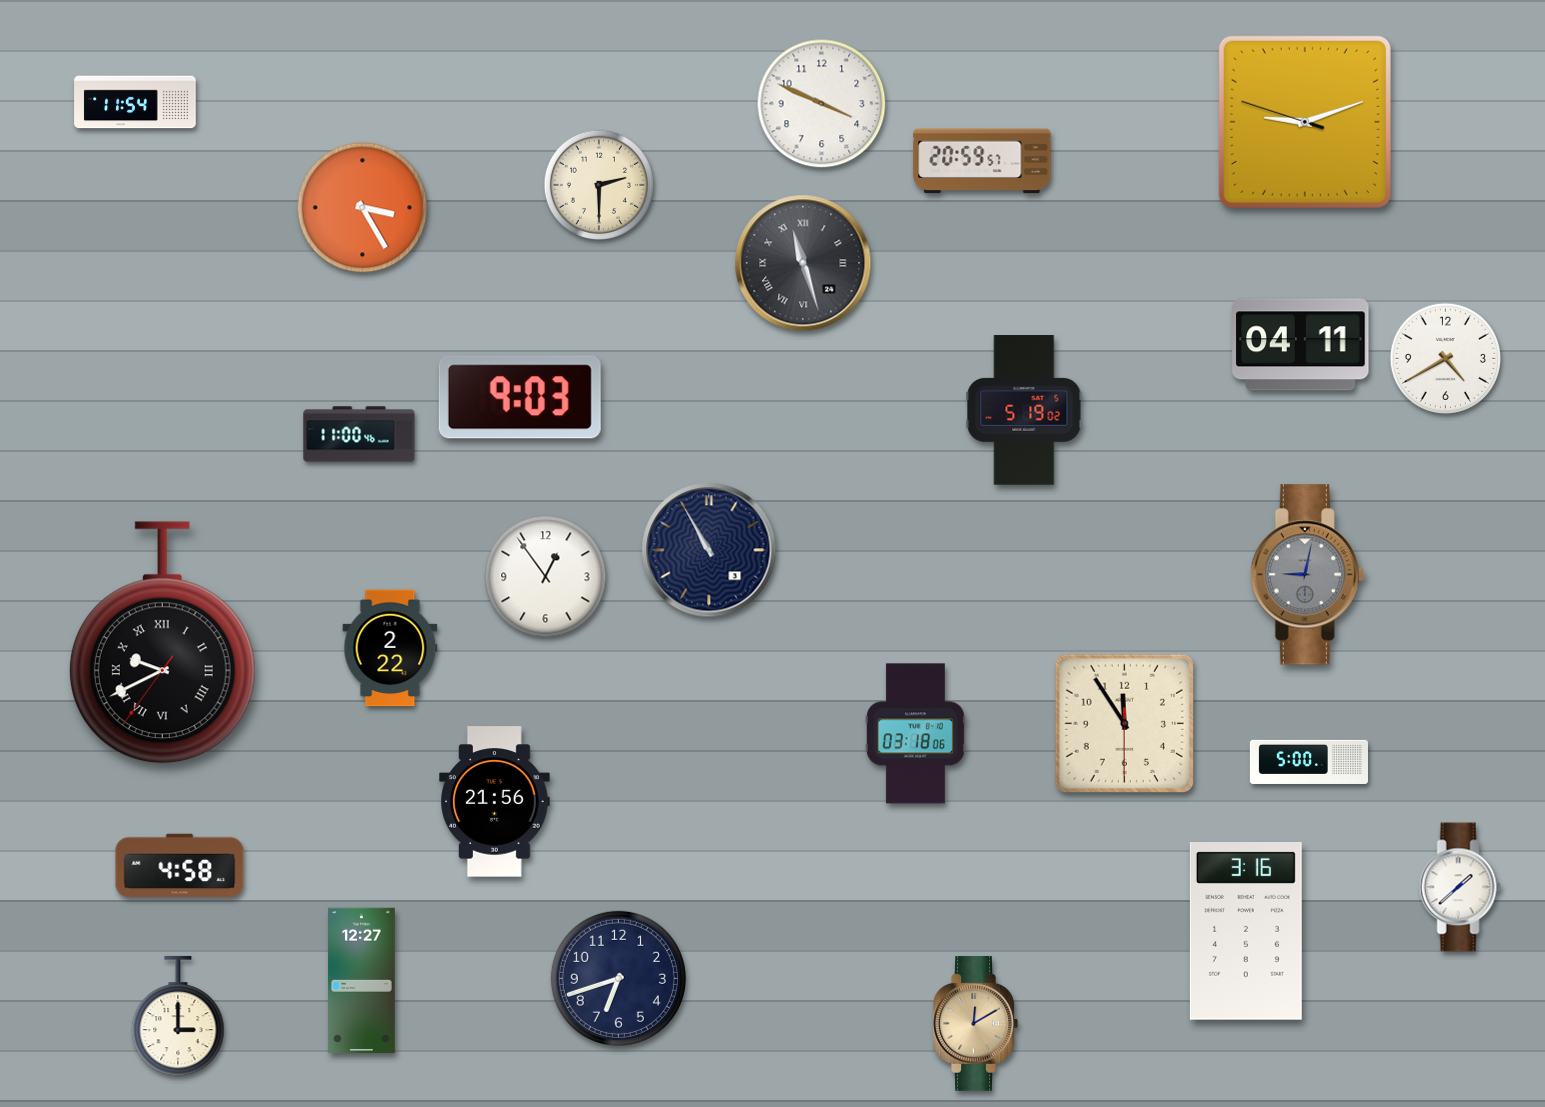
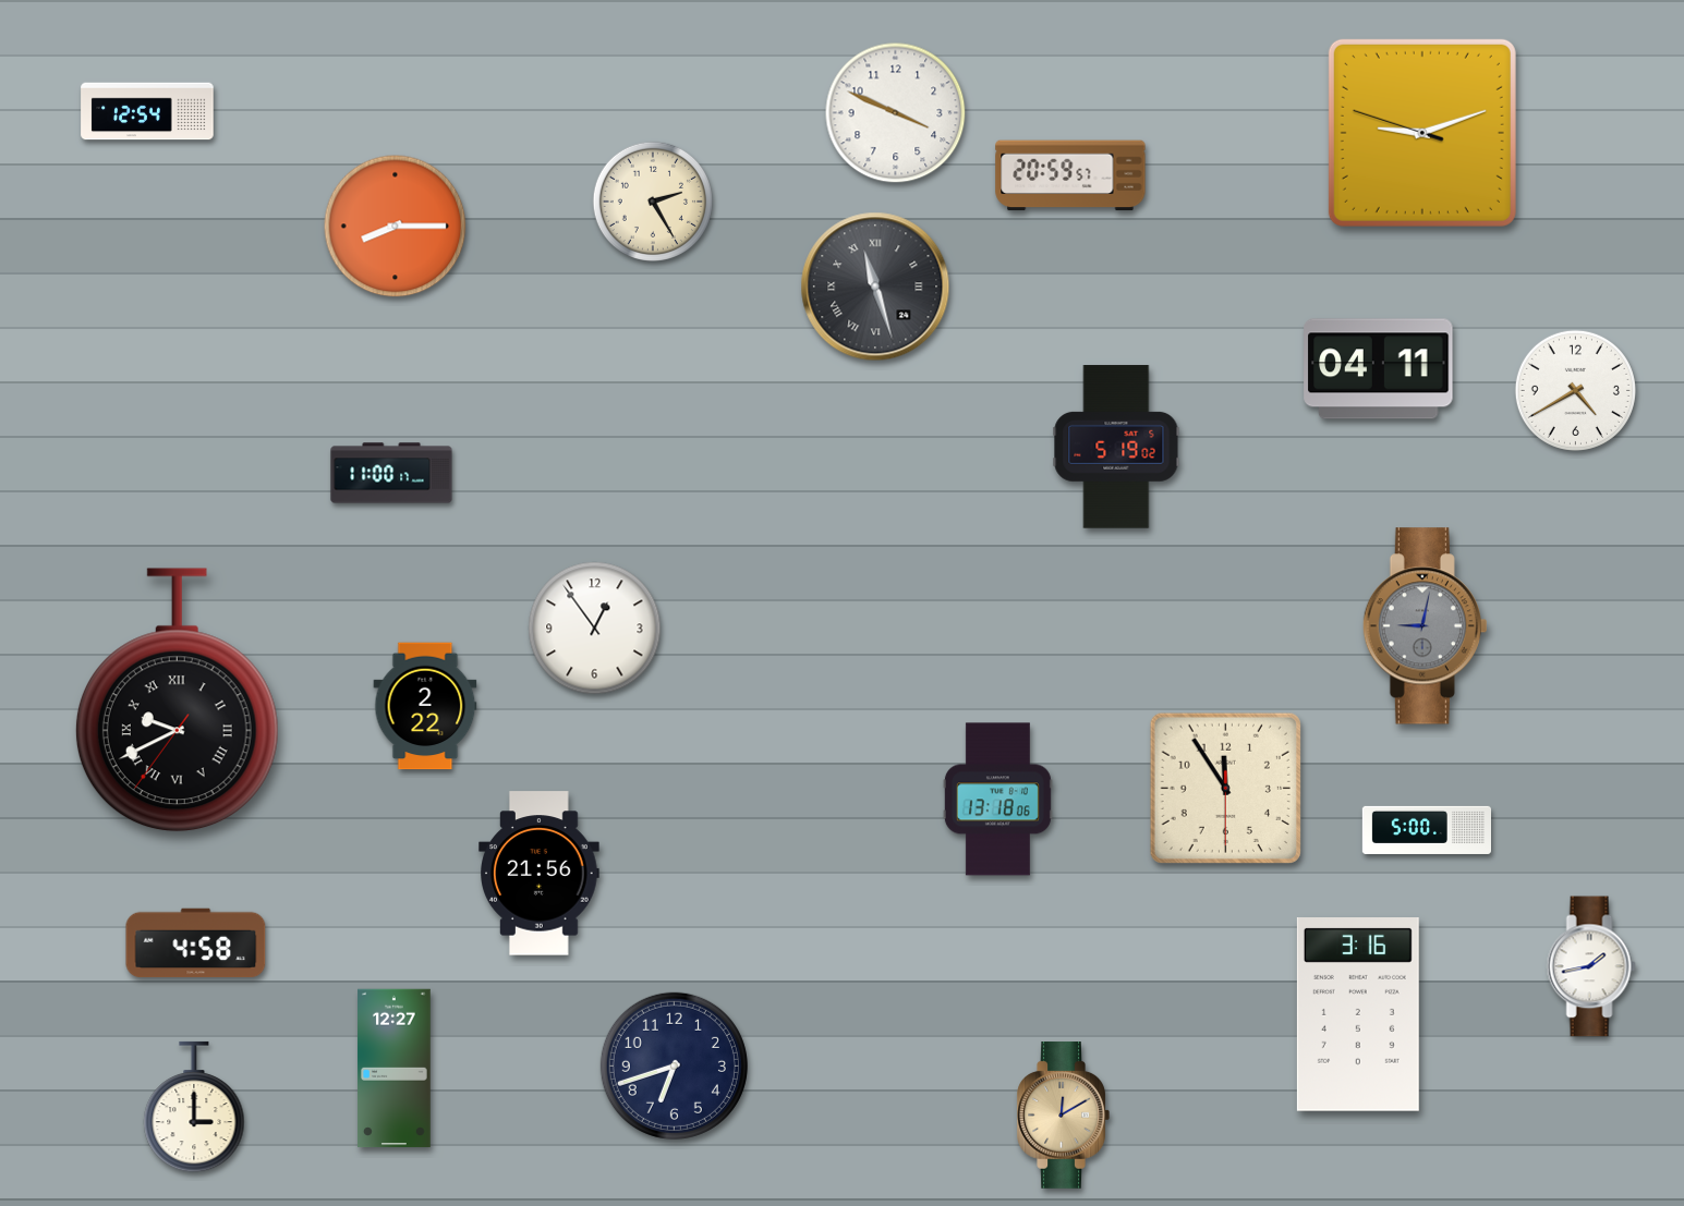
clock at (135, 102): 11:54 -> 12:54
clock at (599, 185): 2:30 -> 2:25
clock at (363, 208): 3:25 -> 8:15
clock at (1301, 345) position: (1301, 345) -> (1379, 369)
clock at (520, 397): 9:03 -> none
clock at (359, 434): 11:00:46 -> 11:00:17
clock at (709, 550): 10:55 -> none
clock at (915, 734): 03:18 -> 13:18
clock at (1460, 887): 1:38 -> 1:43
